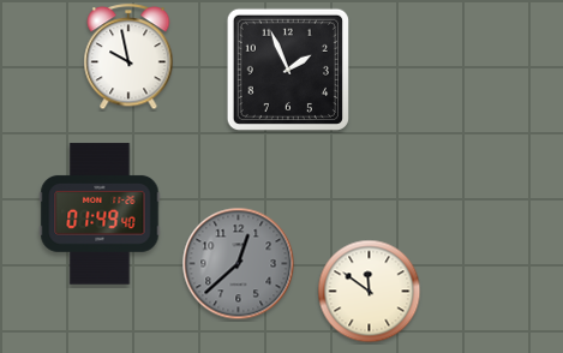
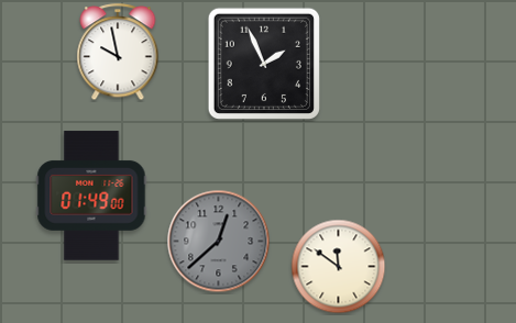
clock at (100, 214): 01:49:40 -> 01:49:00
